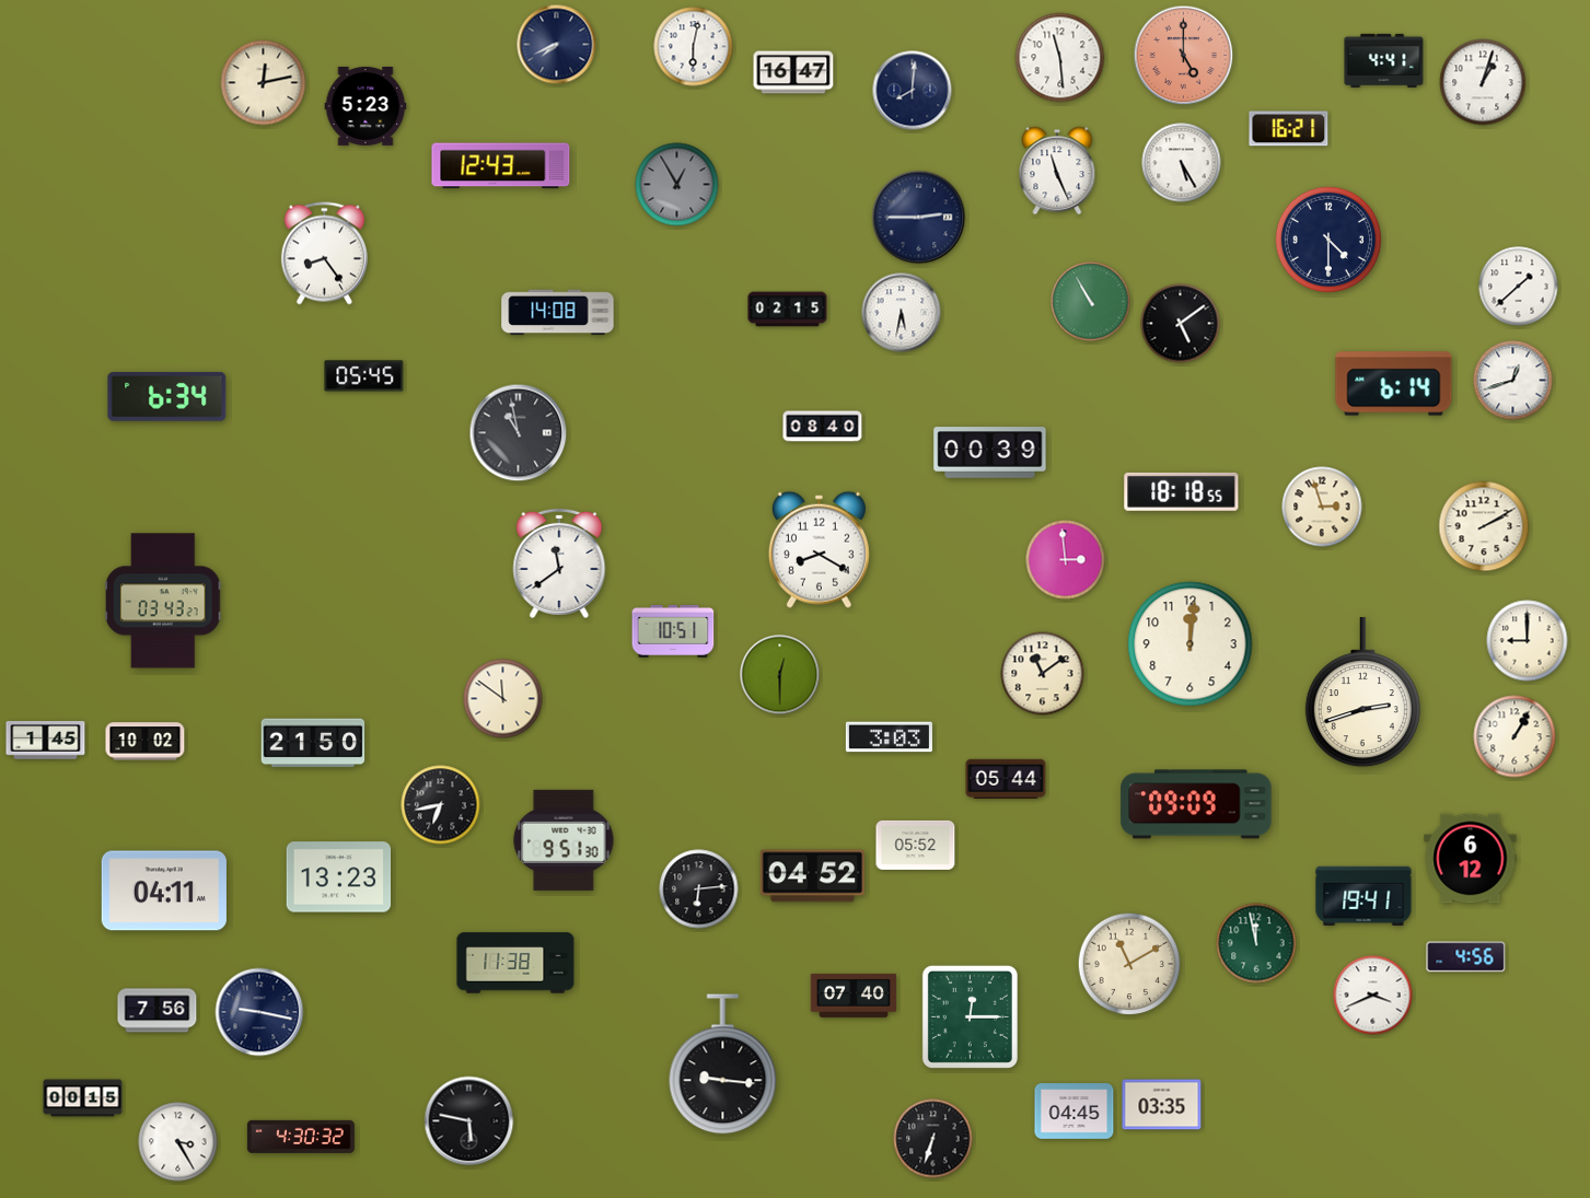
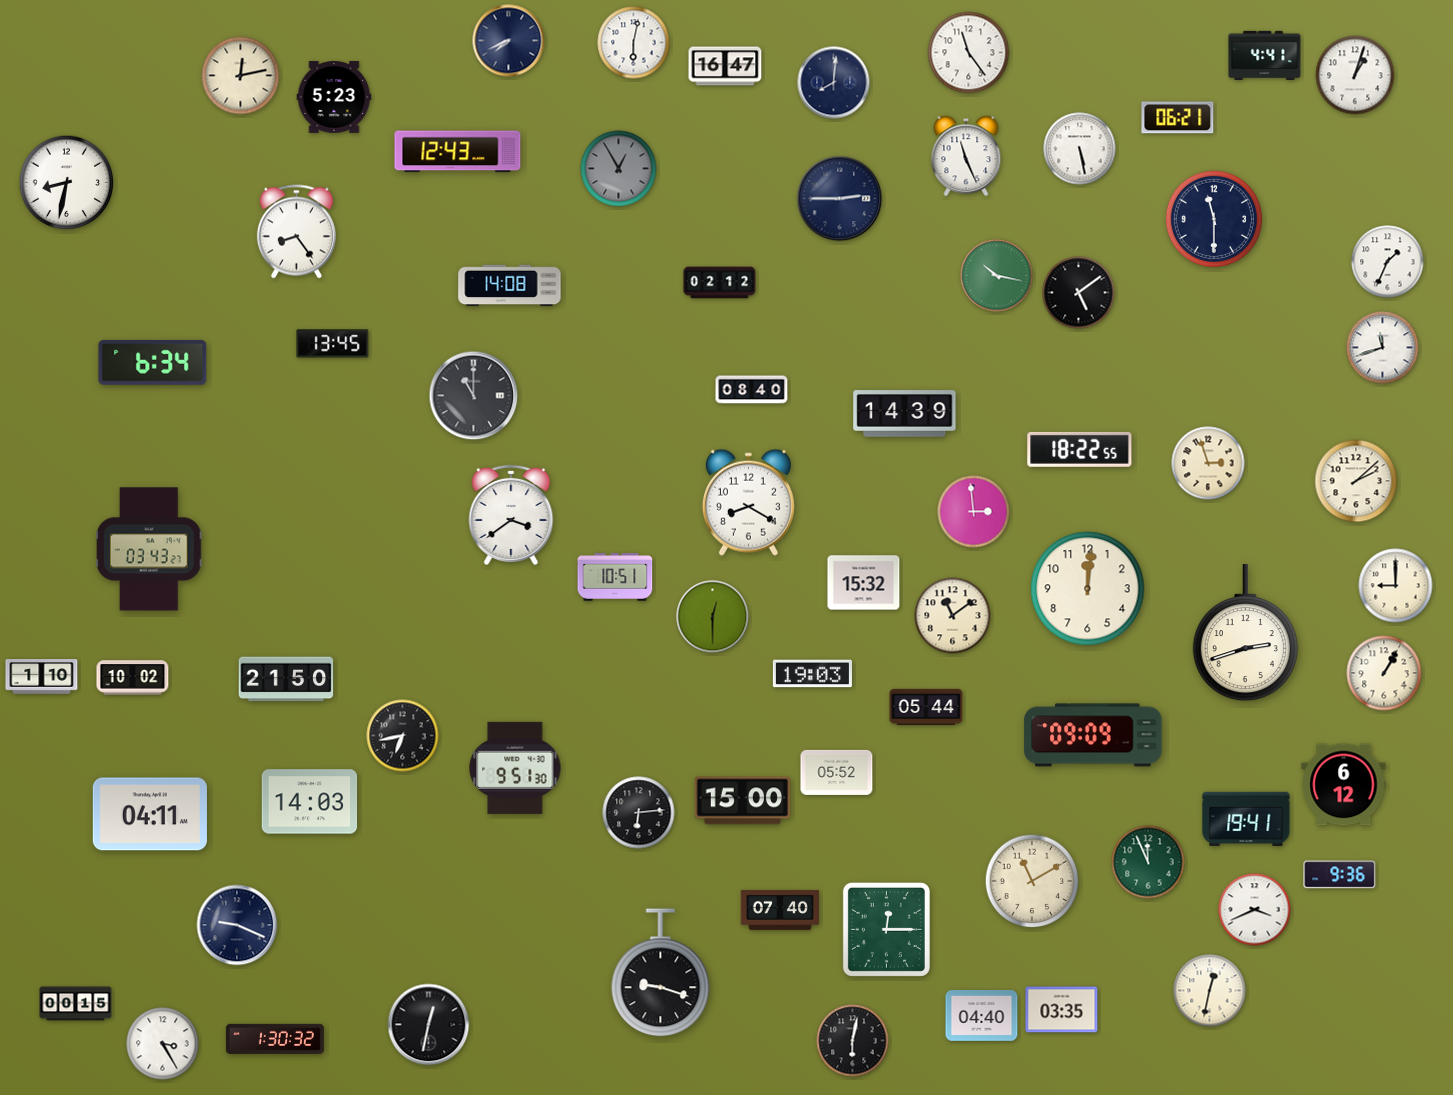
clock at (1184, 56): 5:00 -> none
clock at (1060, 58): 11:29 -> 11:24
clock at (1289, 129): 16:21 -> 06:21
clock at (1182, 163): 5:25 -> 5:28
clock at (67, 183): none -> 8:32
clock at (1328, 240): 4:30 -> 11:30
clock at (1519, 287): 1:38 -> 1:34
clock at (1091, 302): 10:55 -> 10:17
clock at (788, 310): 02:15 -> 02:12
clock at (902, 313): 5:32 -> none
clock at (1181, 324) position: (1181, 324) -> (1079, 293)
clock at (364, 376): 05:45 -> 13:45
clock at (1513, 381): 12:42 -> 11:42
clock at (1394, 384): 6:14 -> none
clock at (519, 433): 10:58 -> 11:00
clock at (990, 453): 00:39 -> 14:39
clock at (1182, 491): 18:18 -> 18:22
clock at (1484, 526): 2:10 -> 2:08
clock at (559, 563): 11:39 -> 3:39
clock at (864, 583): none -> 15:32
clock at (503, 699): 11:51 -> none
clock at (889, 737): 3:03 -> 19:03
clock at (46, 741): 1:45 -> 1:10
clock at (1006, 778) position: (1006, 778) -> (926, 706)
clock at (812, 876): 04:52 -> 15:00
clock at (339, 877): 13:23 -> 14:03
clock at (1256, 943): 11:58 -> 11:56
clock at (1466, 957): 4:56 -> 9:36
clock at (515, 963): 11:38 -> none
clock at (158, 1011): 7:56 -> none
clock at (259, 1012): 9:17 -> 9:19
clock at (723, 1065): 9:16 -> 9:18
clock at (1210, 991): none -> 12:32
clock at (1075, 1112): 04:45 -> 04:40
clock at (469, 1121): 5:47 -> 12:32
clock at (301, 1137): 4:30 -> 1:30
clock at (933, 1139): 6:33 -> 6:02
